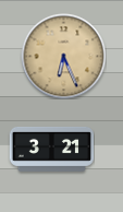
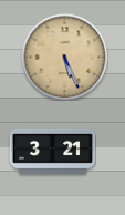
clock at (63, 56): 6:26 -> 5:26
